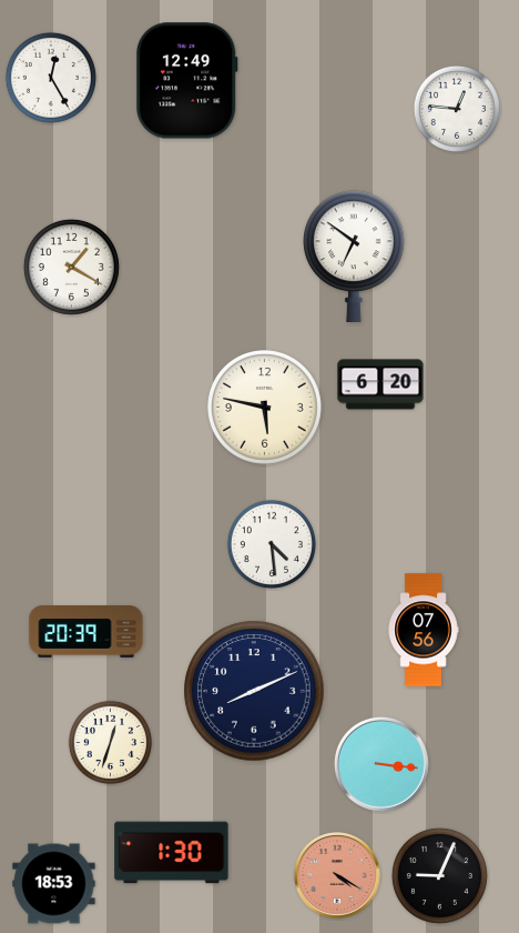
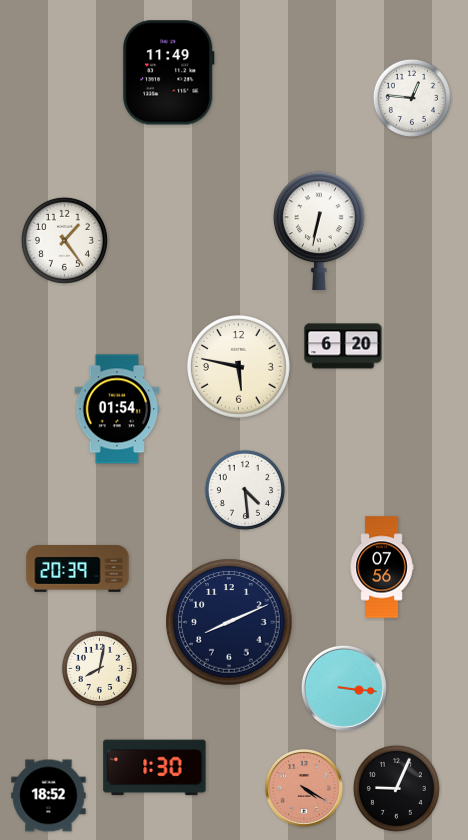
clock at (51, 78): 12:25 -> none
clock at (186, 81): 12:49 -> 11:49
clock at (354, 255): 6:51 -> 6:32
clock at (71, 267): 1:20 -> 1:24
clock at (117, 409): none -> 01:54
clock at (110, 742): 12:33 -> 8:02
clock at (54, 884): 18:53 -> 18:52
